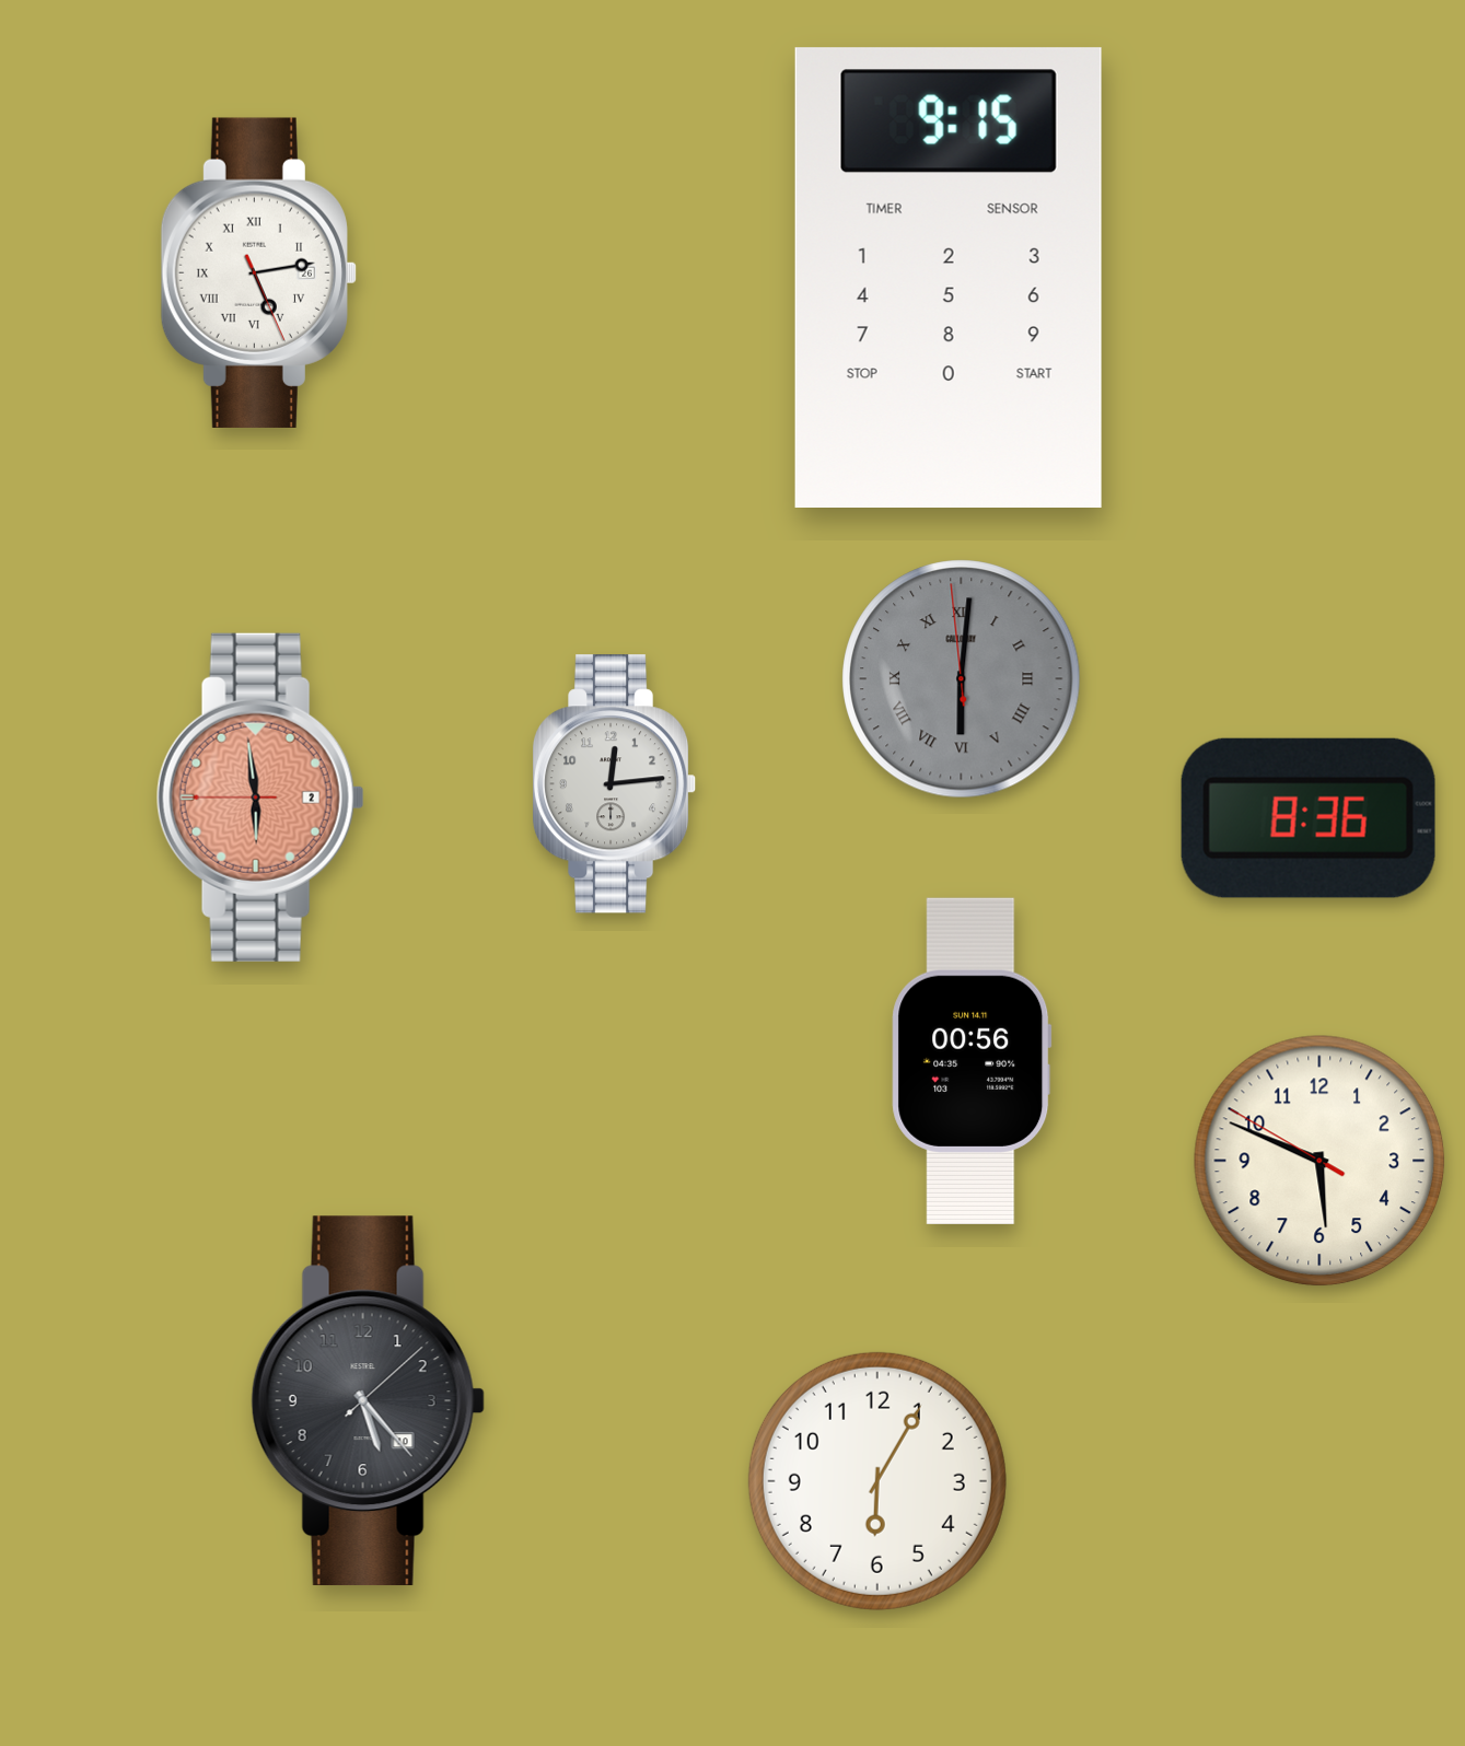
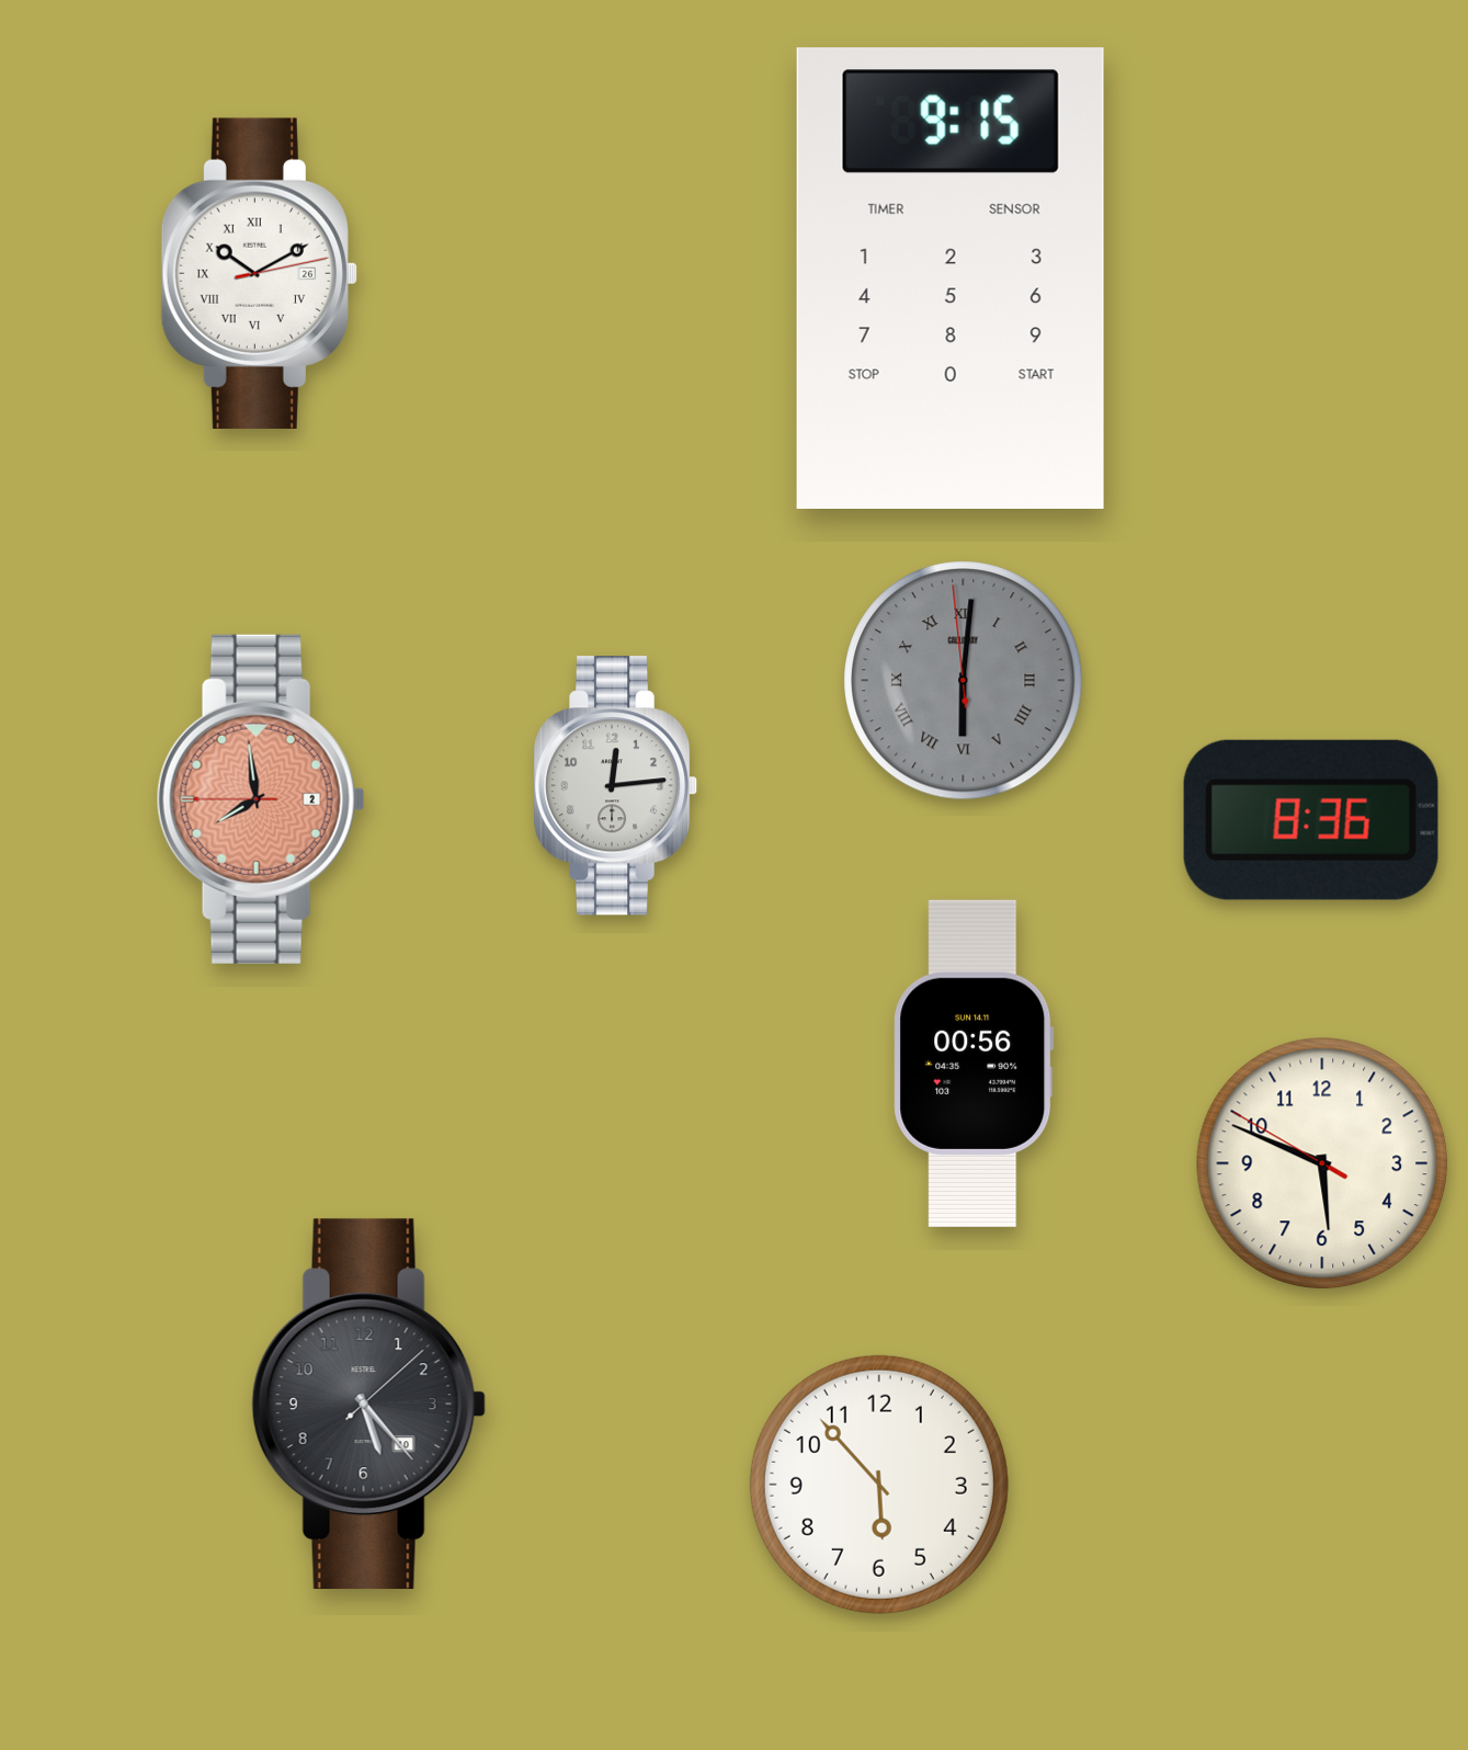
clock at (258, 272): 5:13 -> 10:10
clock at (260, 798): 5:58 -> 7:58
clock at (877, 1481): 6:05 -> 5:53
